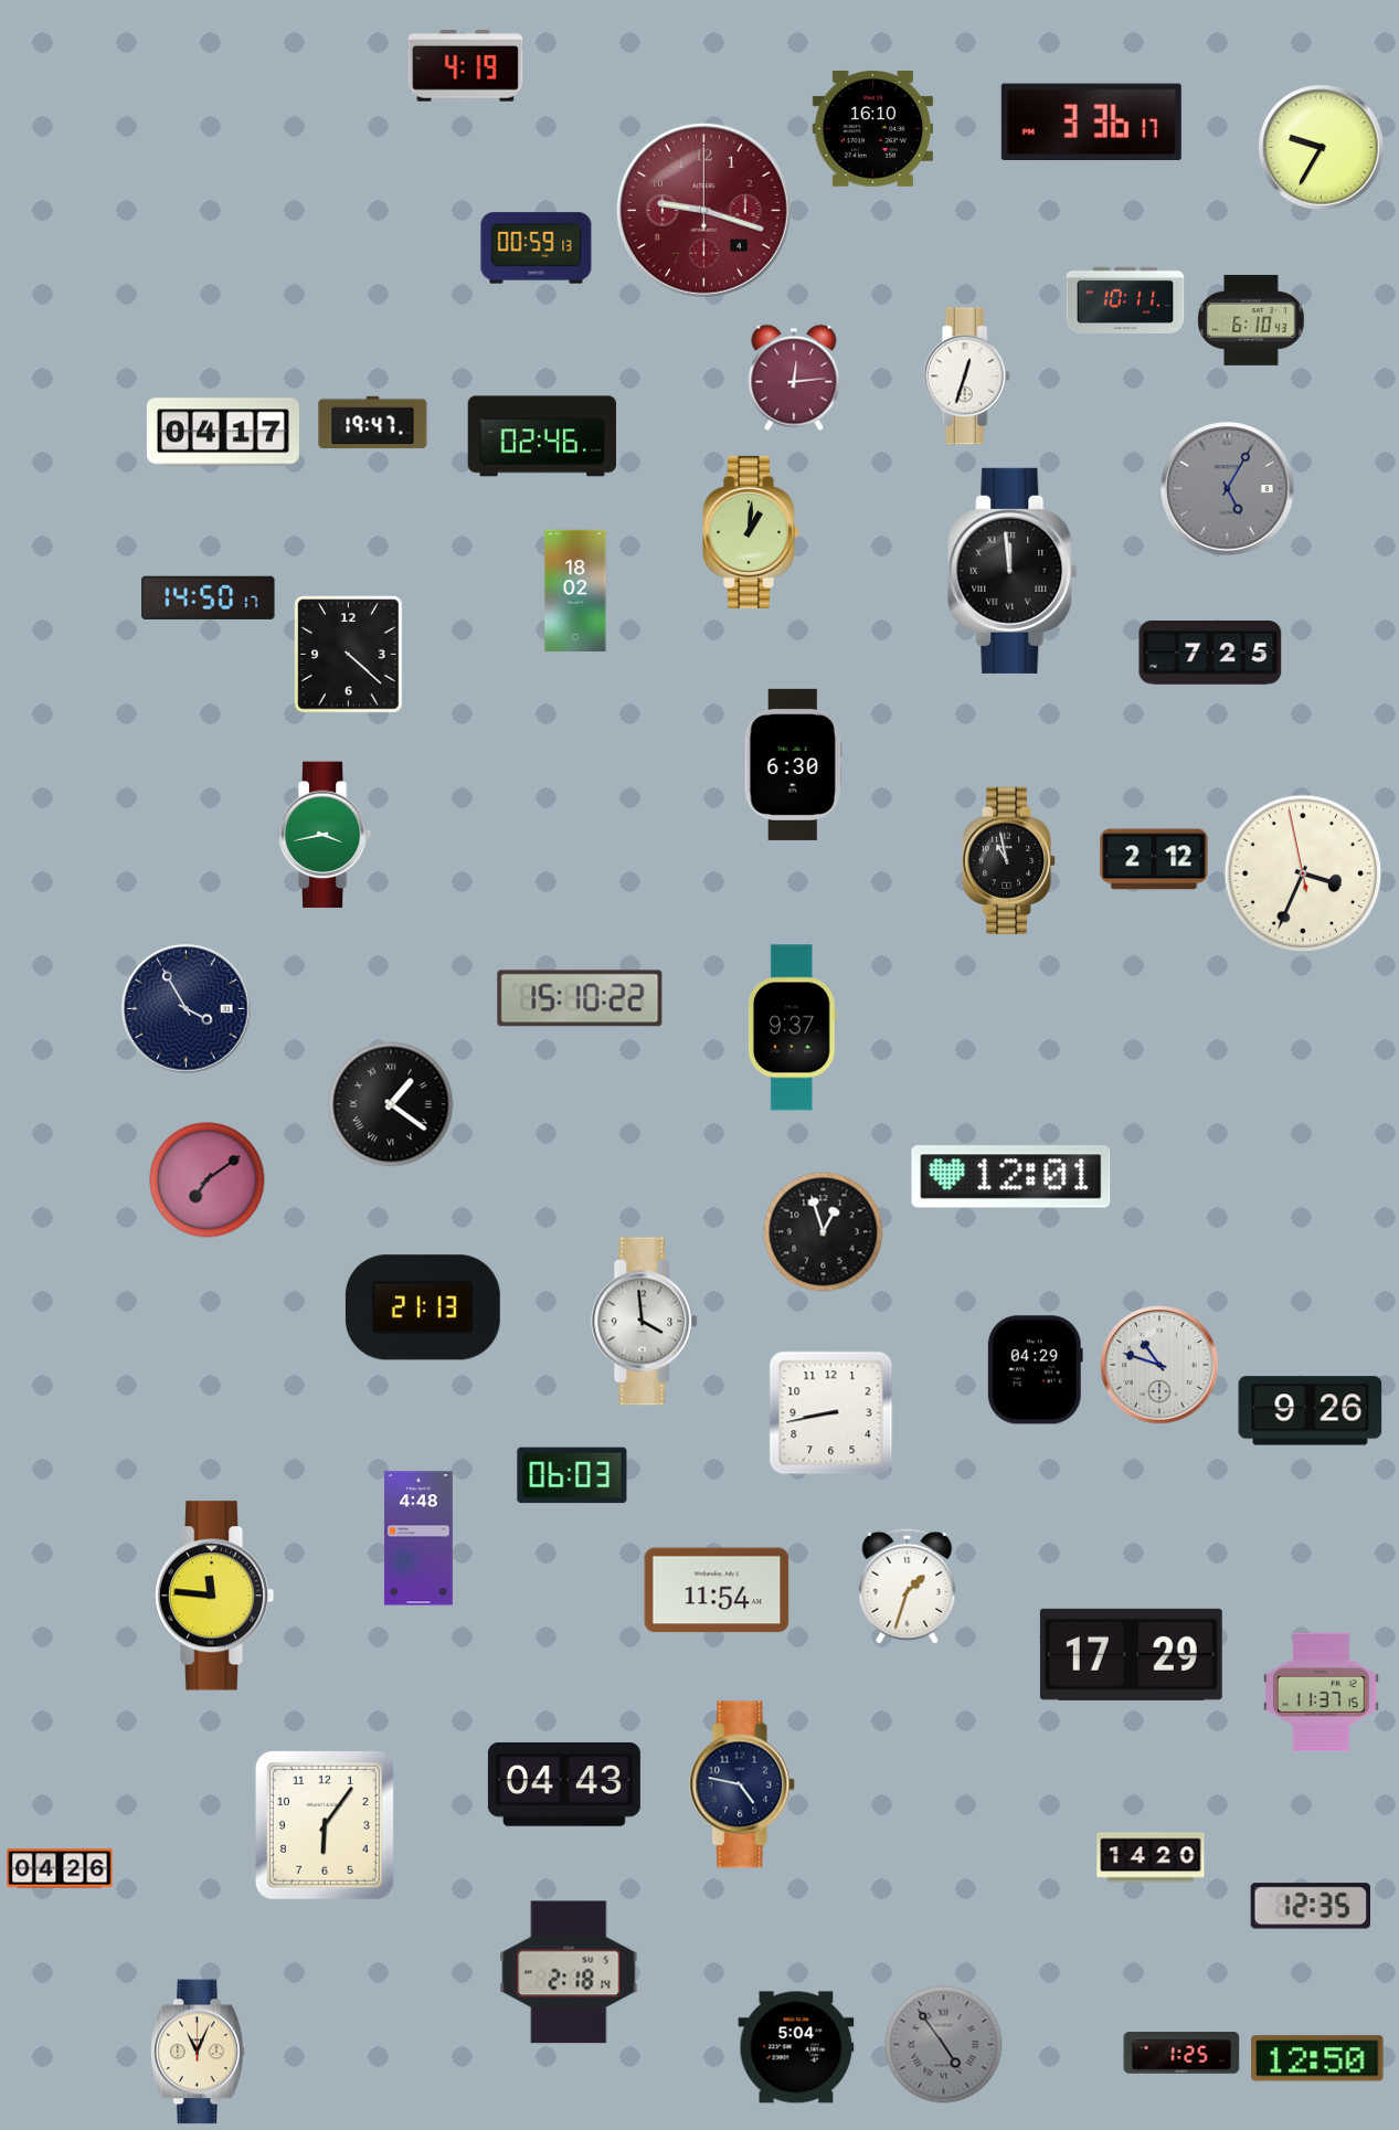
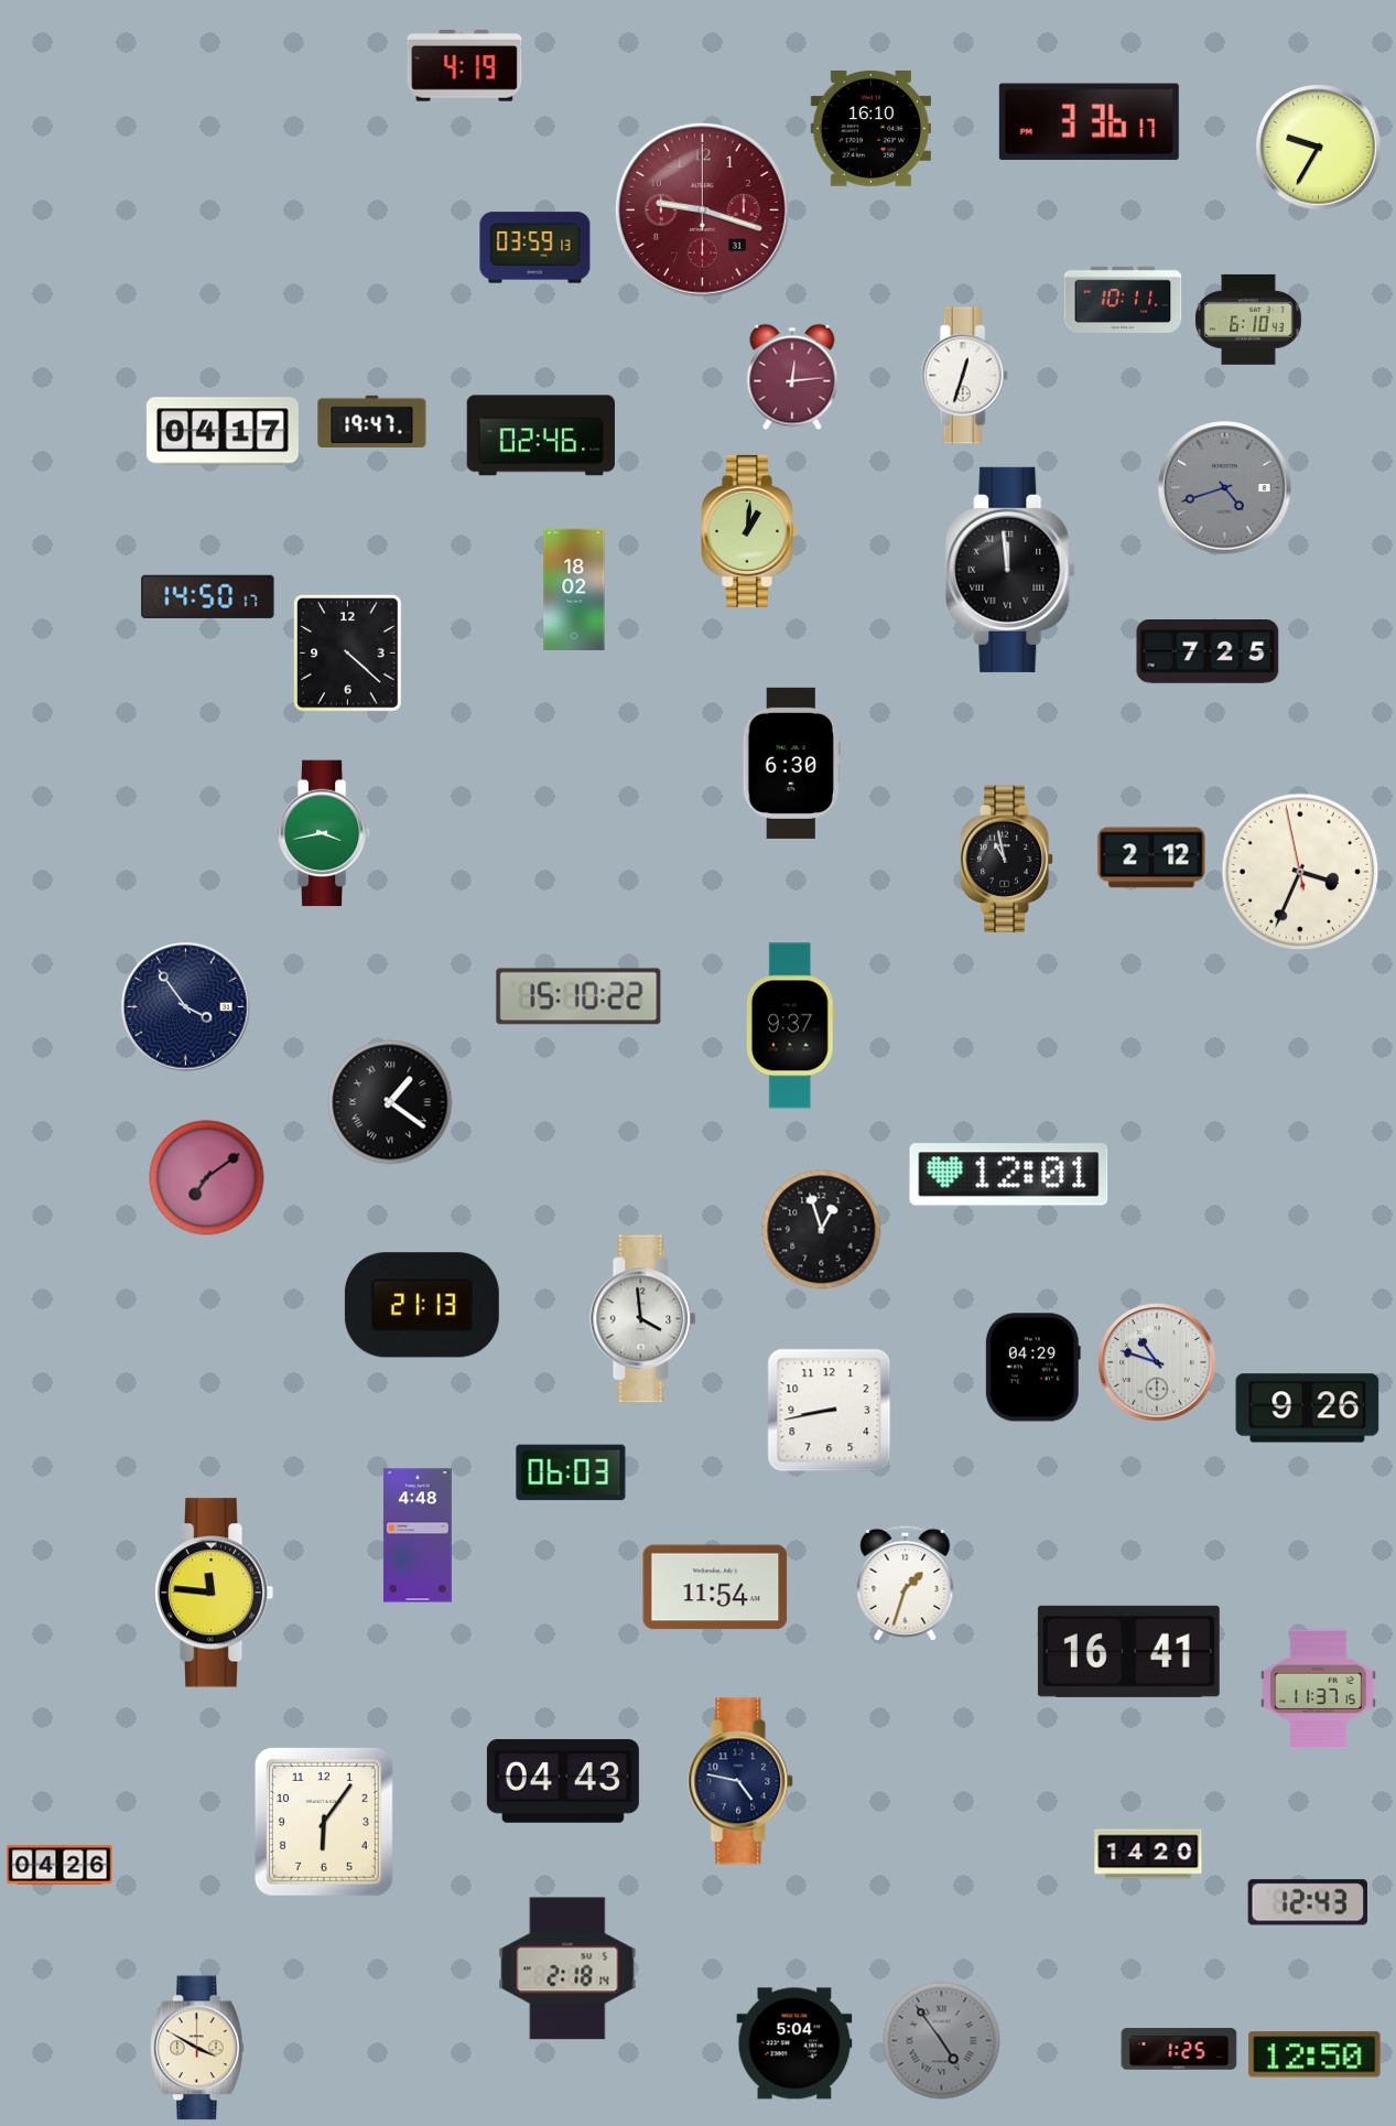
clock at (703, 210) date: 4 -> 31
clock at (537, 248): 00:59 -> 03:59
clock at (1228, 489): 5:05 -> 4:42
clock at (187, 1009): 3:55 -> 3:54
clock at (1131, 1654): 17:29 -> 16:41
clock at (1310, 1906): 12:35 -> 12:43
clock at (199, 2052): 11:04 -> 3:50
